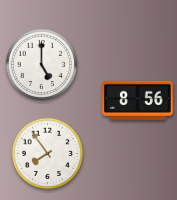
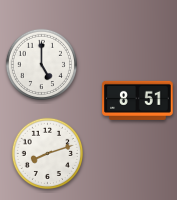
clock at (138, 100): 8:56 -> 8:51
clock at (47, 153): 7:54 -> 8:12
